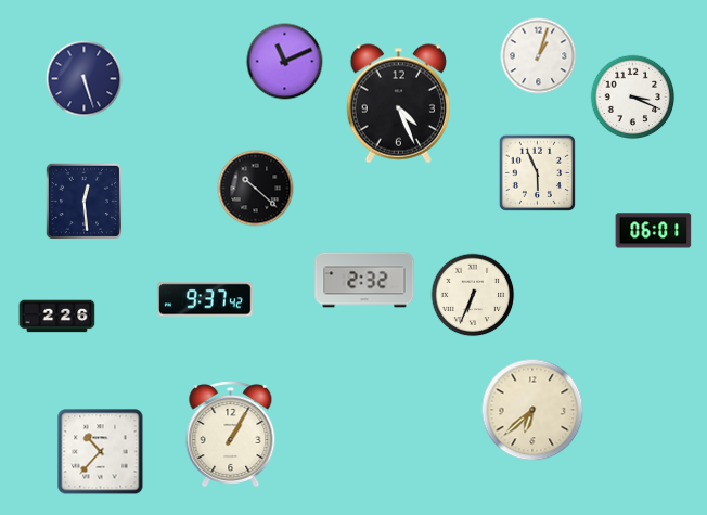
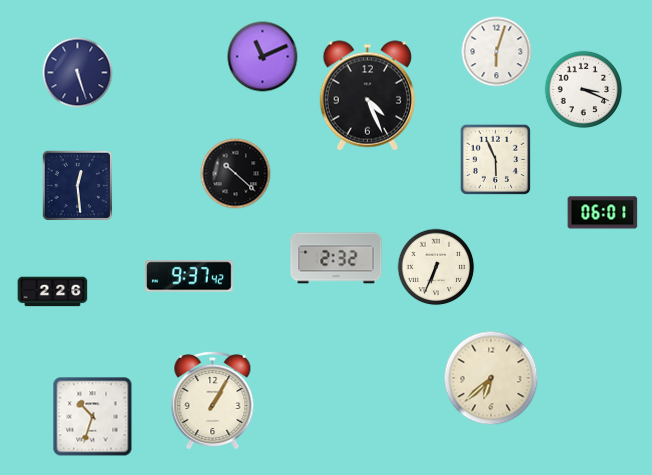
clock at (539, 56): 1:03 -> 6:03
clock at (473, 295) position: (473, 295) -> (436, 267)
clock at (101, 452): 10:37 -> 10:33
